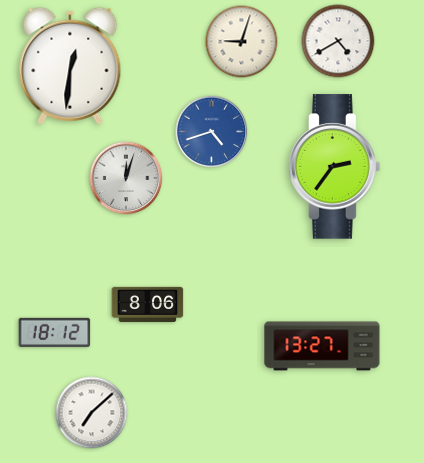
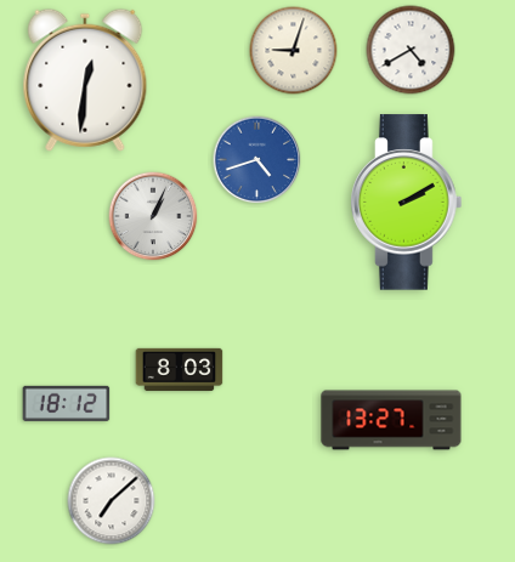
clock at (335, 167): 2:36 -> 2:10
clock at (126, 178): 12:03 -> 1:04
clock at (148, 304): 8:06 -> 8:03
